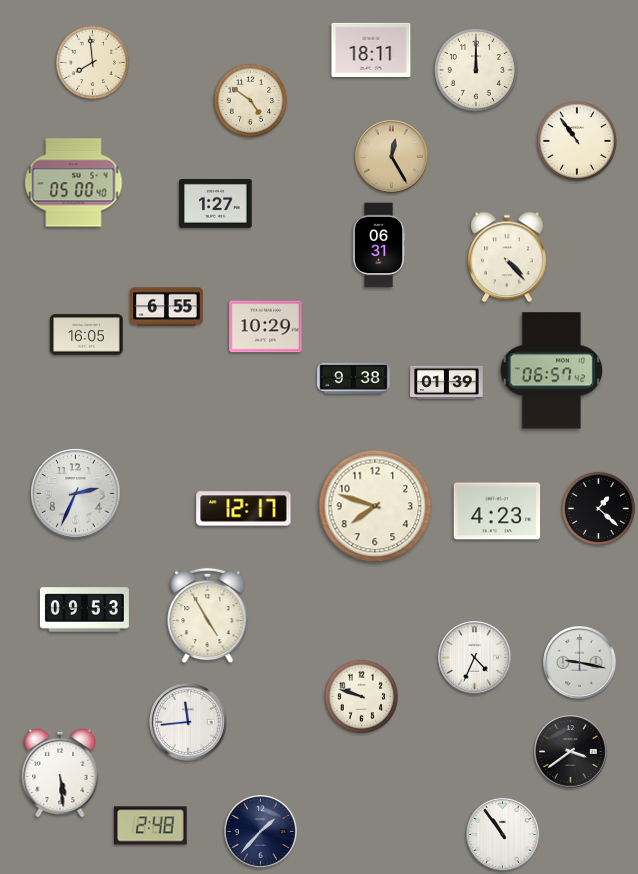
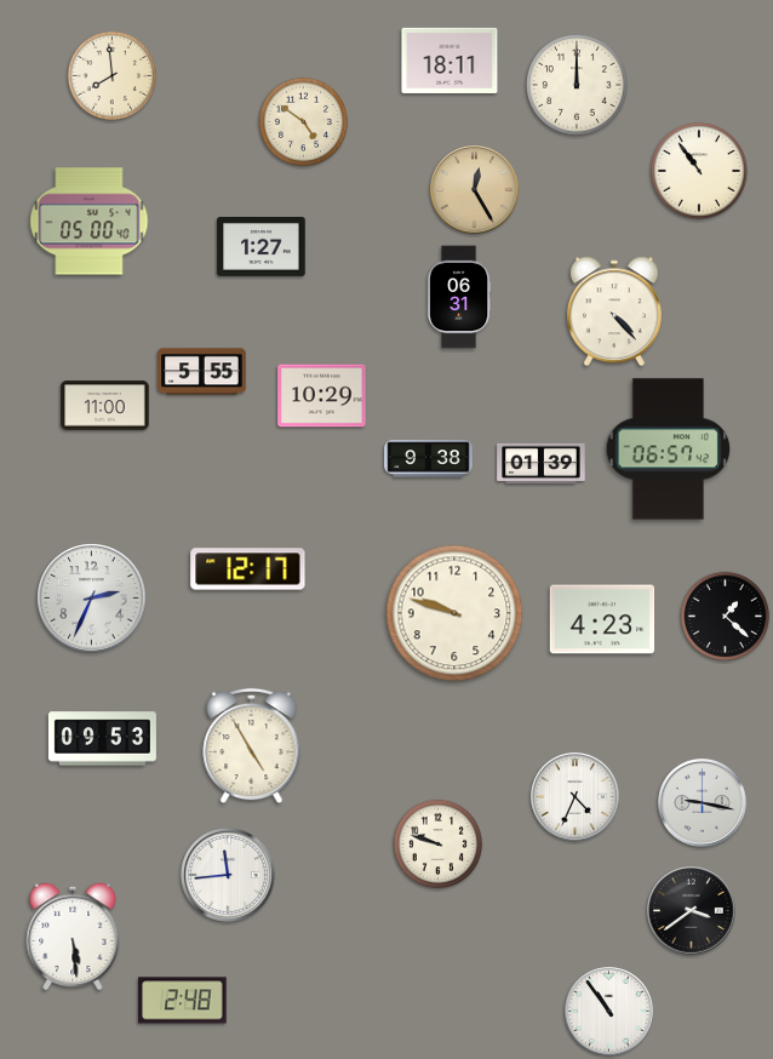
clock at (167, 307): 6:55 -> 5:55
clock at (87, 335): 16:05 -> 11:00
clock at (375, 506): 7:48 -> 9:48
clock at (244, 509) position: (244, 509) -> (248, 569)
clock at (261, 832): 1:37 -> none
